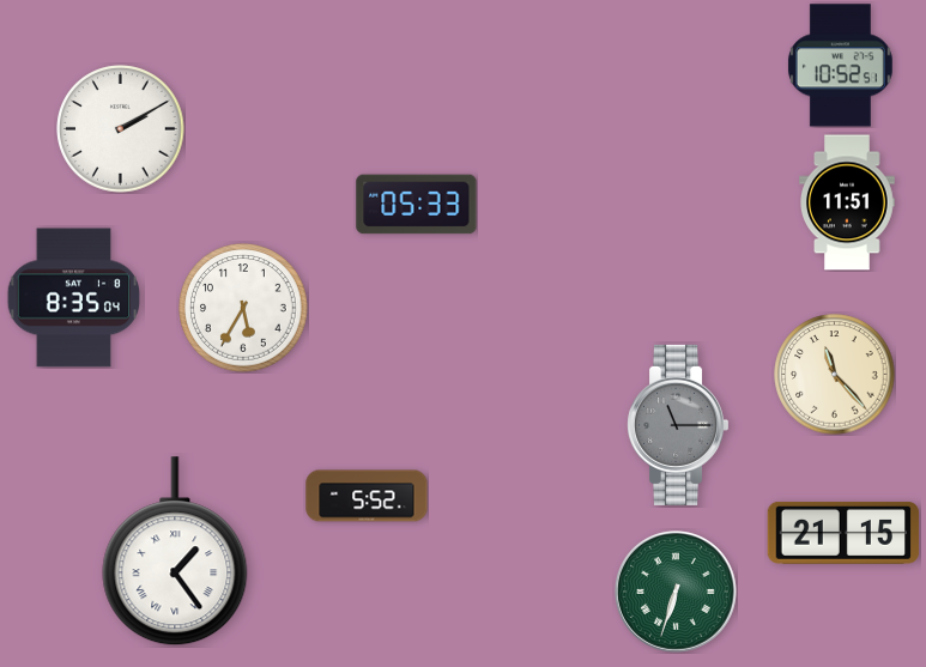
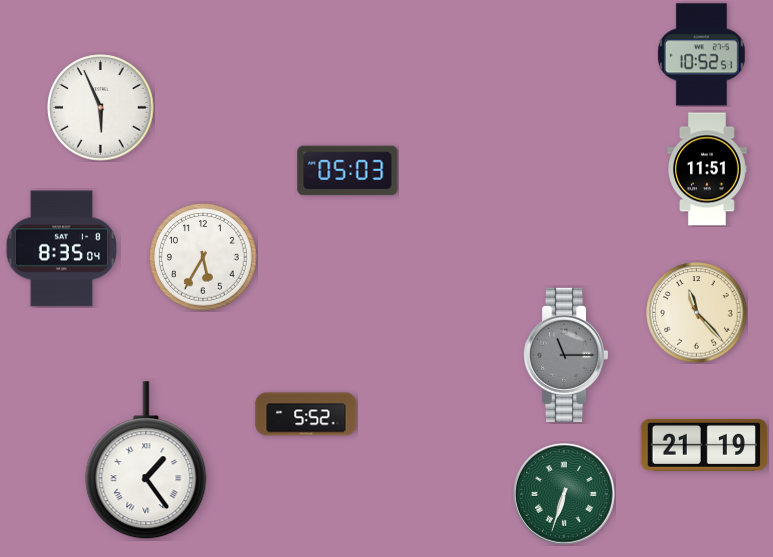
clock at (121, 129): 2:10 -> 5:56
clock at (417, 205): 05:33 -> 05:03
clock at (843, 533): 21:15 -> 21:19
